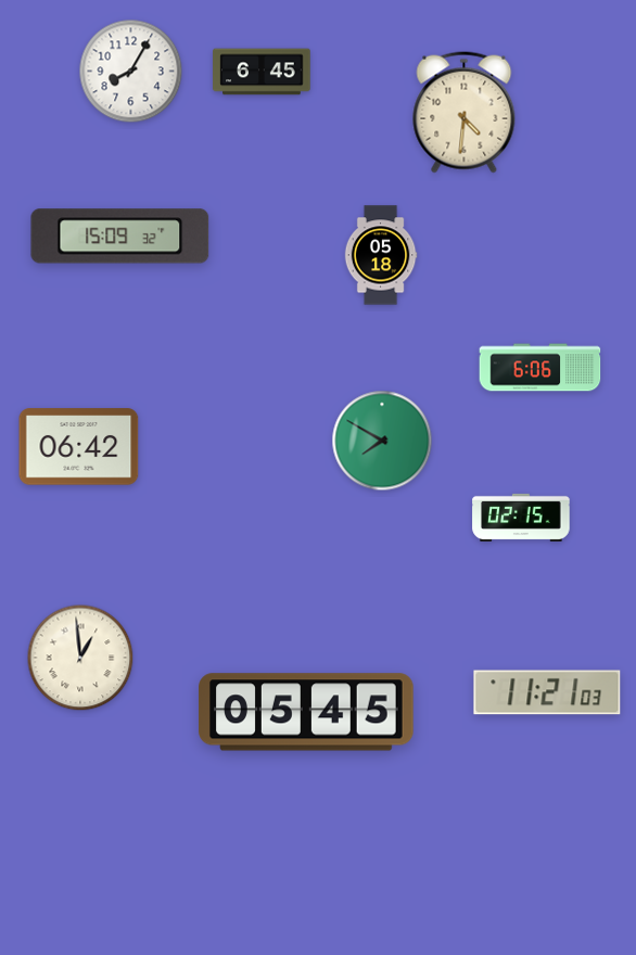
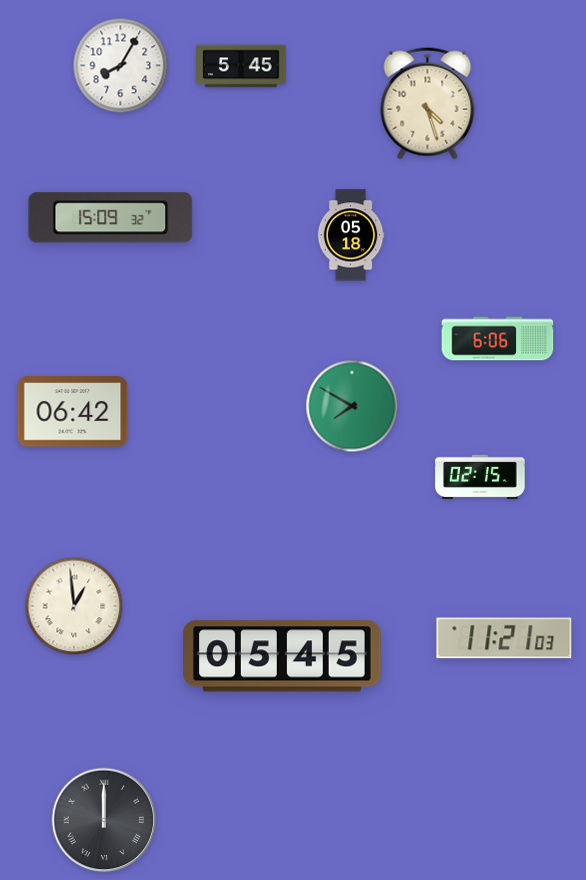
clock at (262, 72): 6:45 -> 5:45
clock at (465, 113): 4:31 -> 4:27
clock at (104, 820): none -> 12:00
